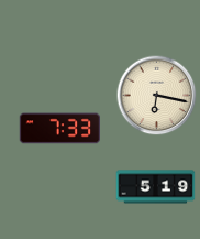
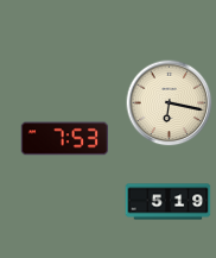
clock at (59, 129): 7:33 -> 7:53
